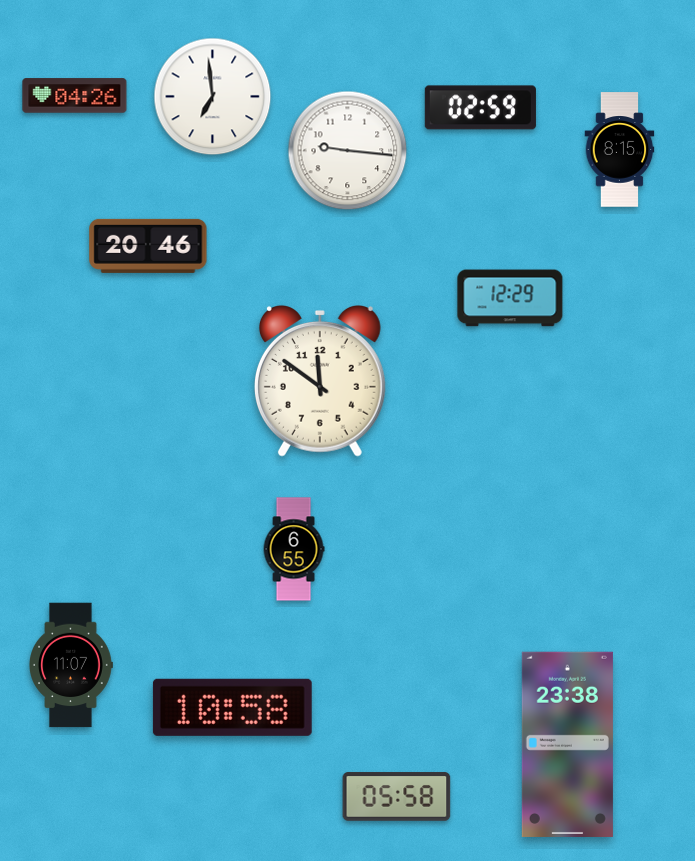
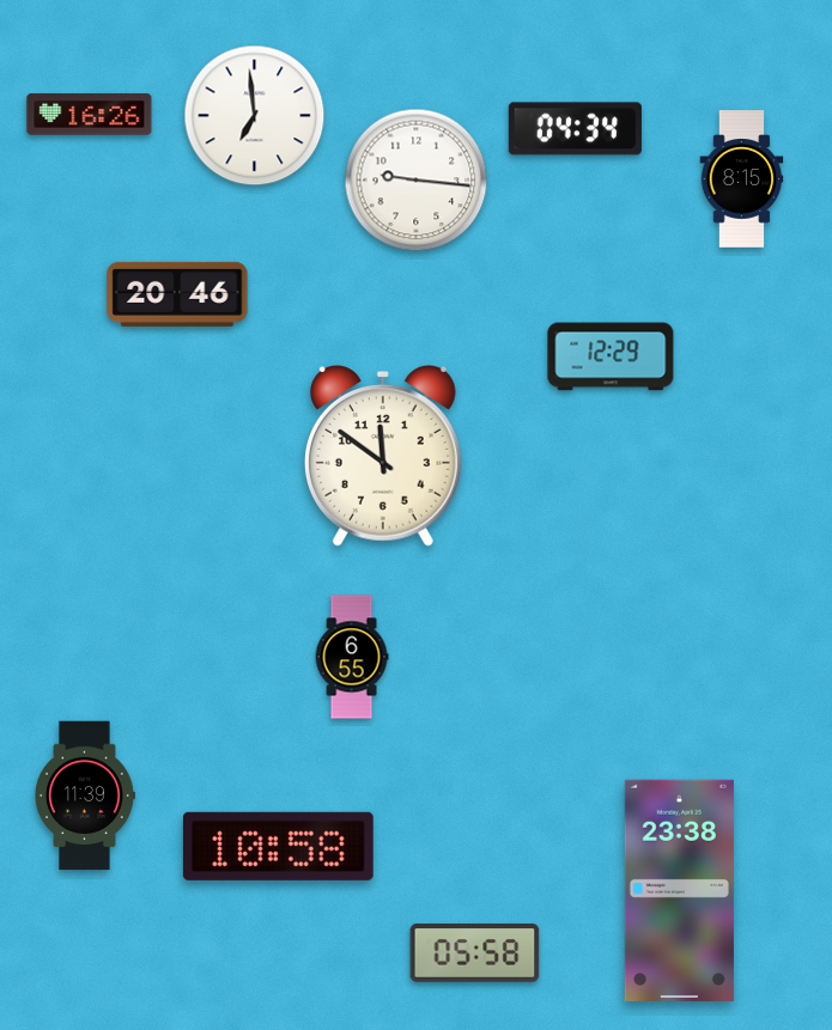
clock at (75, 96): 04:26 -> 16:26
clock at (480, 108): 02:59 -> 04:34
clock at (71, 665): 11:07 -> 11:39
